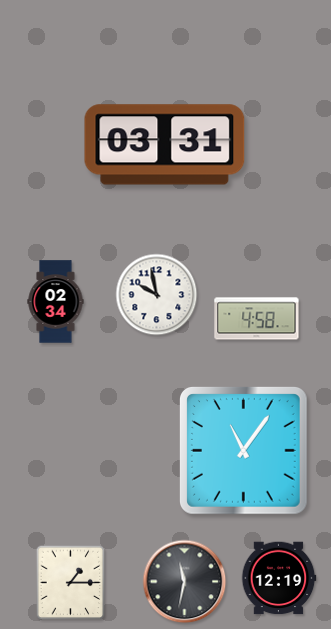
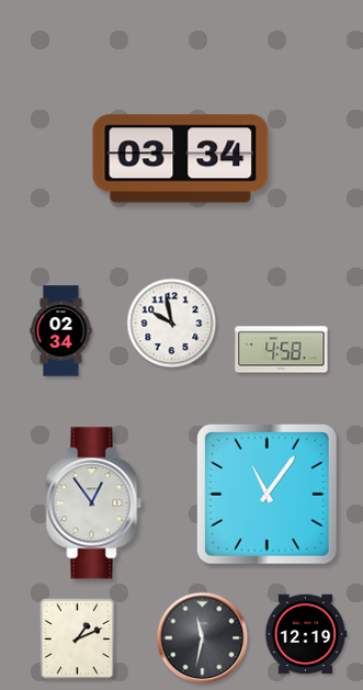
clock at (165, 145): 03:31 -> 03:34
clock at (94, 504): none -> 12:54
clock at (71, 583): 1:15 -> 1:11
